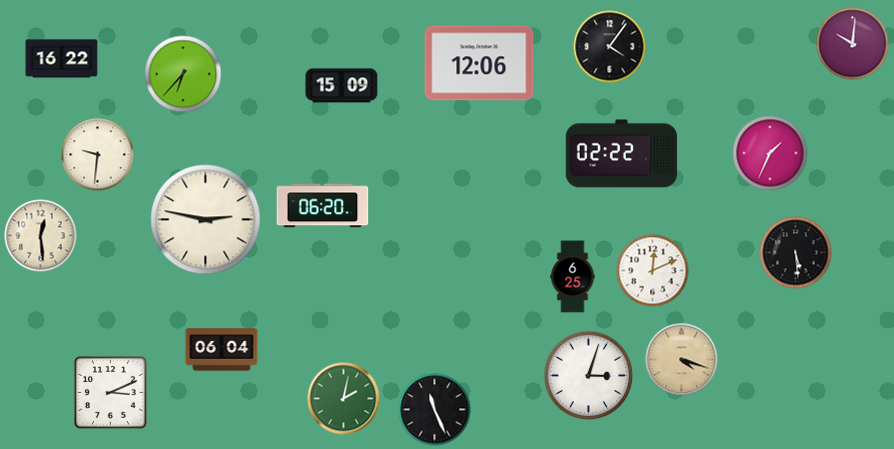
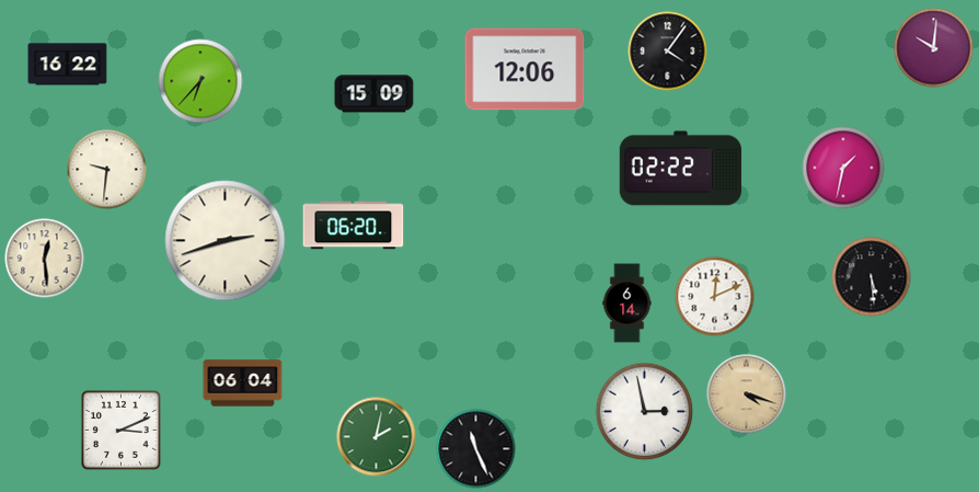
clock at (770, 153): 1:34 -> 1:32
clock at (206, 220): 2:47 -> 2:42
clock at (573, 277): 6:25 -> 6:14
clock at (589, 376): 3:03 -> 2:58
